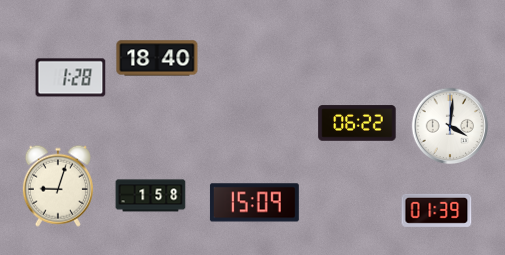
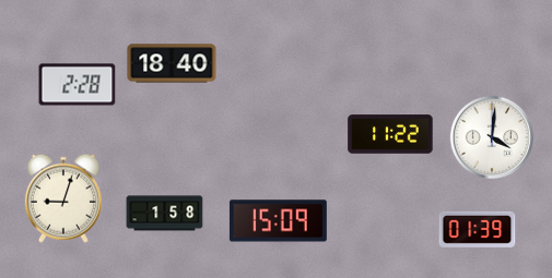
clock at (71, 78): 1:28 -> 2:28
clock at (357, 123): 06:22 -> 11:22
clock at (58, 186) position: (58, 186) -> (63, 198)
